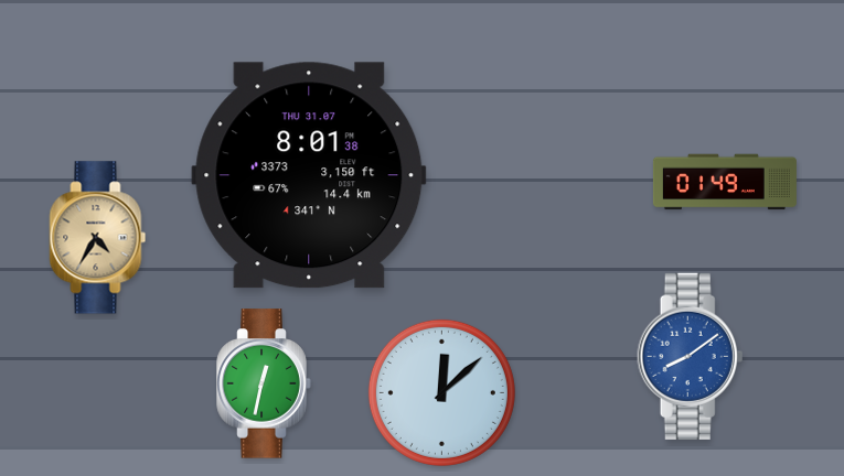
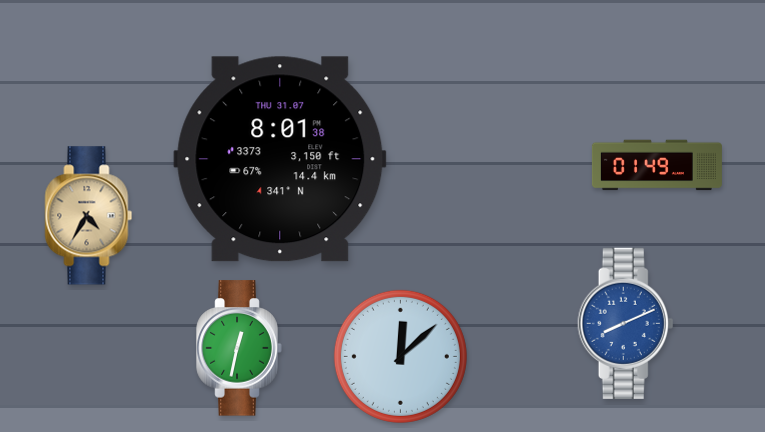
clock at (691, 356): 8:09 -> 8:11
